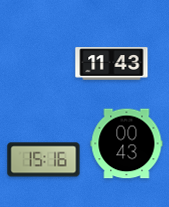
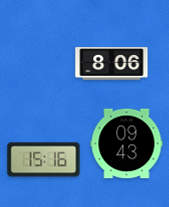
clock at (112, 64): 11:43 -> 8:06
clock at (127, 144): 00:43 -> 09:43
